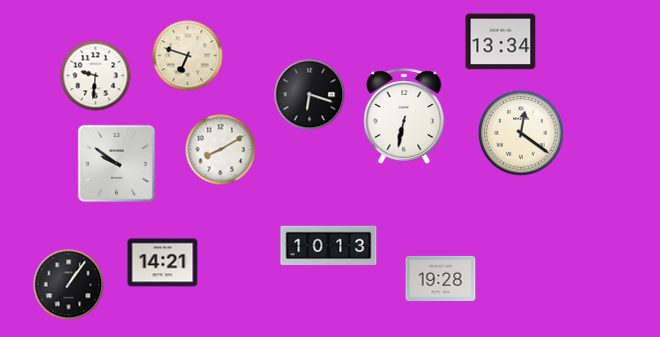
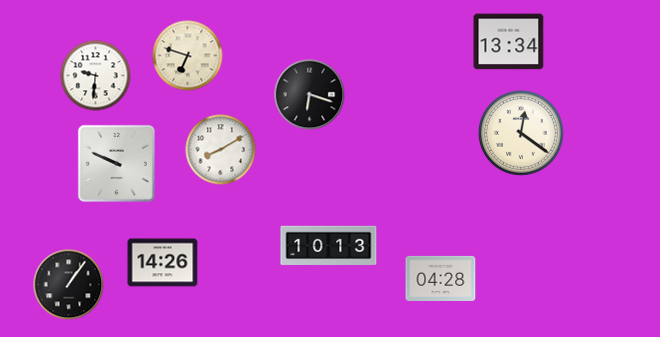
clock at (501, 42) position: (501, 42) -> (509, 42)
clock at (404, 117): 6:32 -> none
clock at (116, 163): 9:51 -> 9:49
clock at (163, 263): 14:21 -> 14:26
clock at (441, 278): 19:28 -> 04:28
